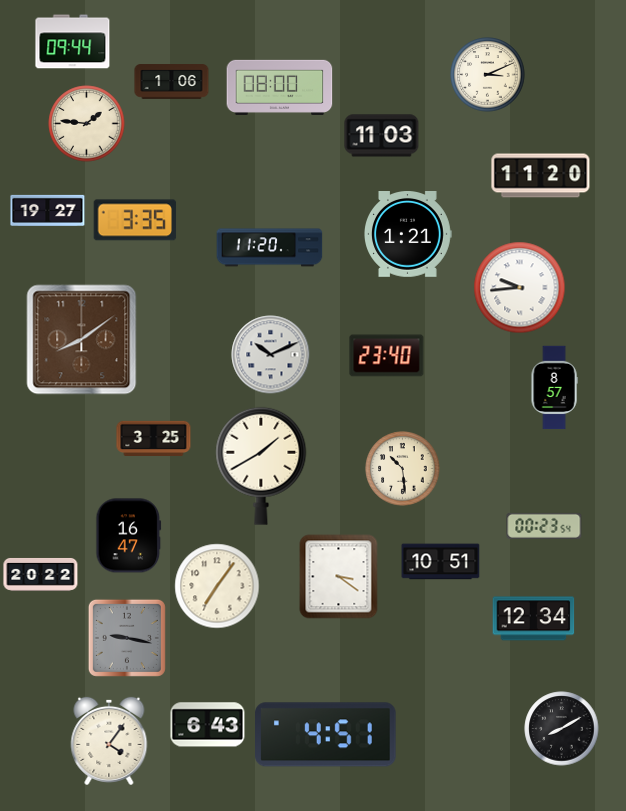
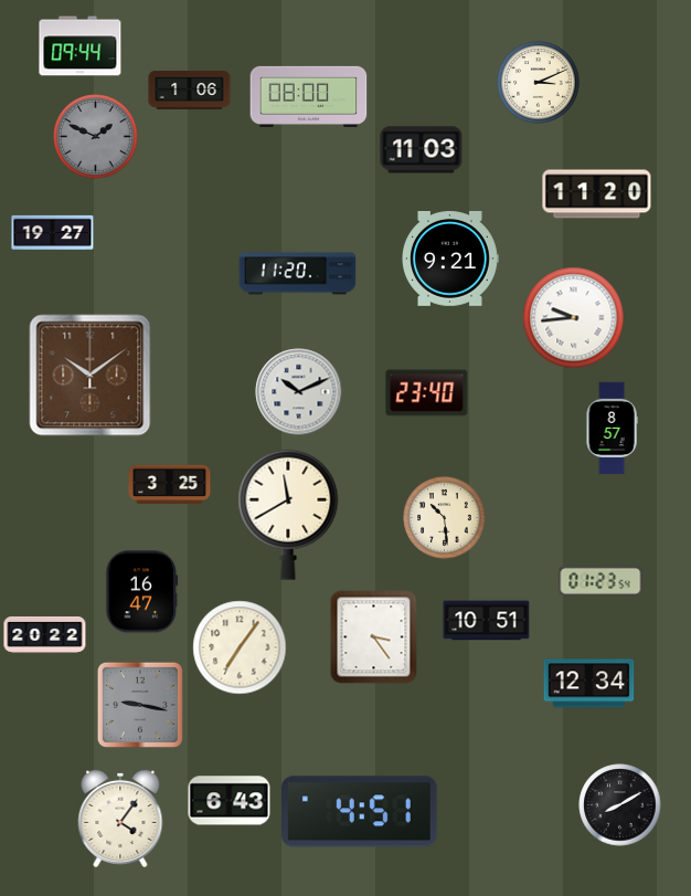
clock at (87, 124): 1:46 -> 1:49
clock at (87, 124) dial: cream -> grey
clock at (135, 220): 3:35 -> none
clock at (408, 235): 1:21 -> 9:21
clock at (82, 340): 8:09 -> 10:09
clock at (261, 466): 1:40 -> 11:40
clock at (544, 526): 00:23 -> 01:23
clock at (339, 577): 3:21 -> 3:24
